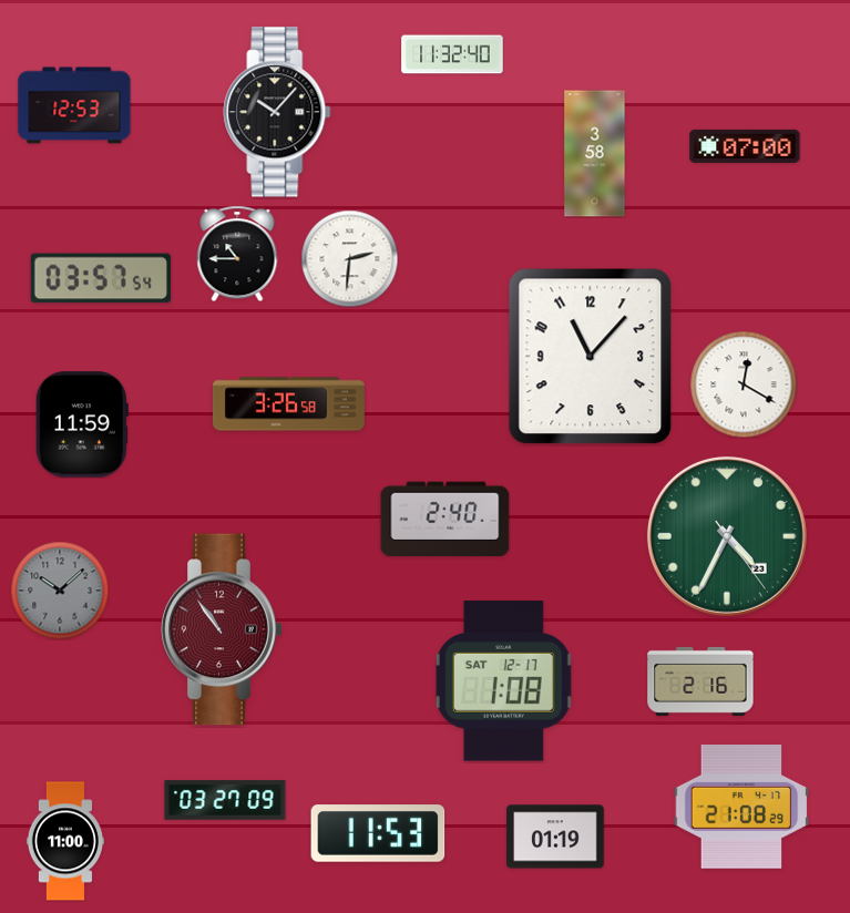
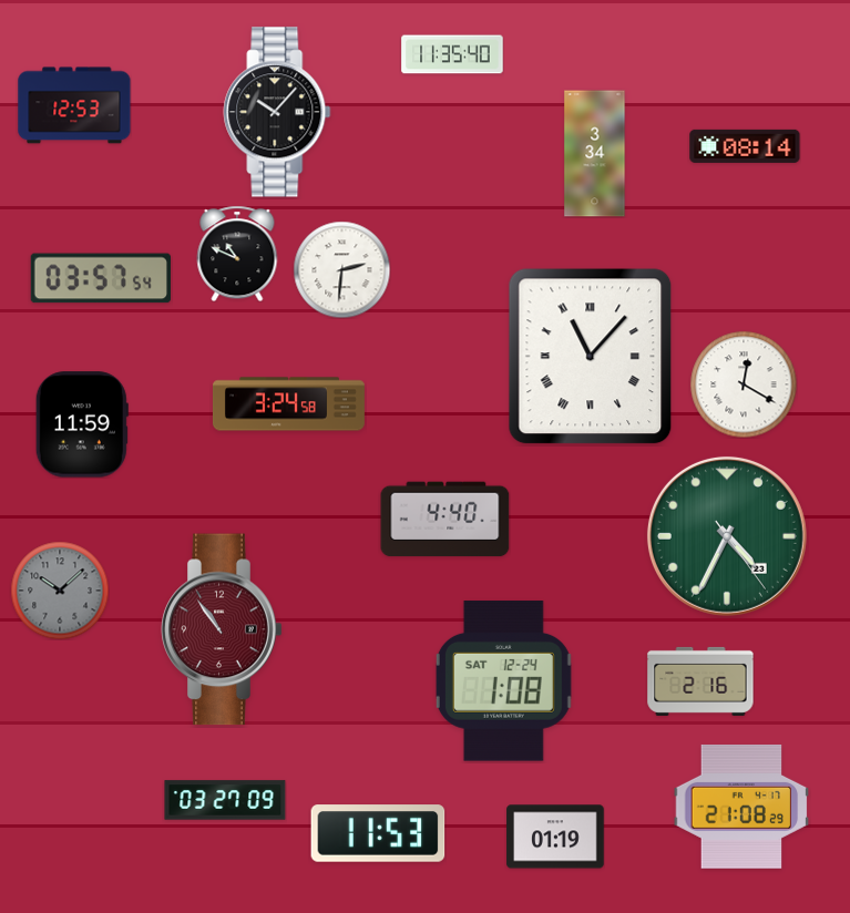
clock at (452, 54): 11:32 -> 11:35
clock at (745, 146): 07:00 -> 08:14
clock at (595, 154): 3:58 -> 3:34
clock at (237, 254): 10:45 -> 10:49
clock at (349, 258) position: (349, 258) -> (341, 269)
clock at (591, 357) numerals: Arabic -> Roman
clock at (288, 404): 3:26 -> 3:24
clock at (446, 520): 2:40 -> 4:40
clock at (503, 681) date: SAT 12-17 -> SAT 12-24
clock at (65, 841): 11:00 -> none
